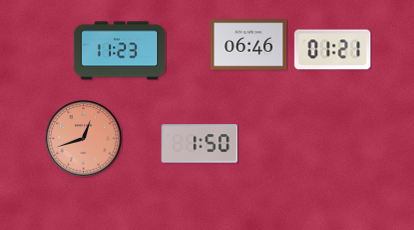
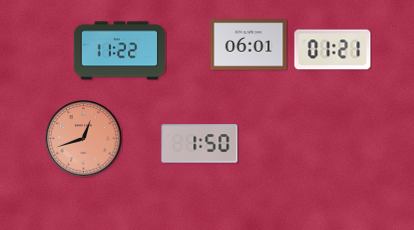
clock at (249, 45): 06:46 -> 06:01
clock at (120, 51): 11:23 -> 11:22
